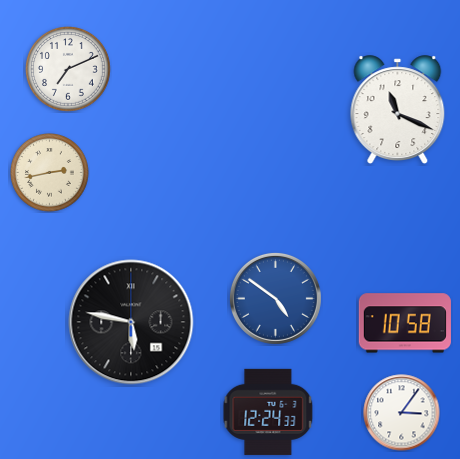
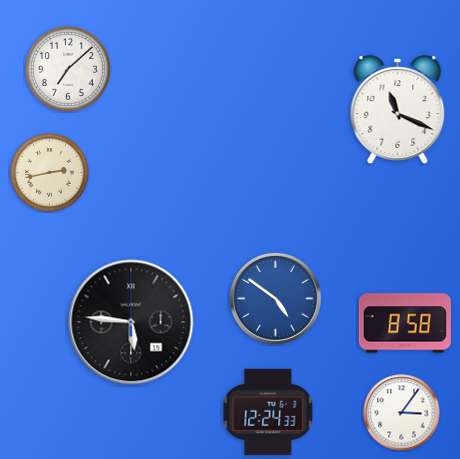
clock at (69, 70): 7:11 -> 7:08
clock at (131, 322): 5:47 -> 5:46
clock at (405, 323): 10:58 -> 8:58
